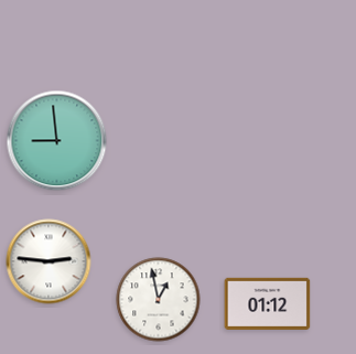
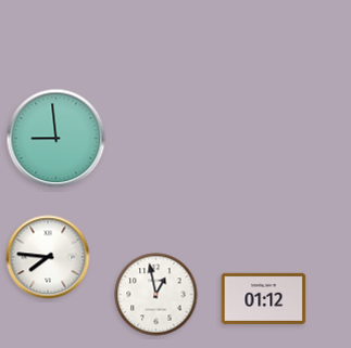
clock at (48, 261): 2:46 -> 7:46
